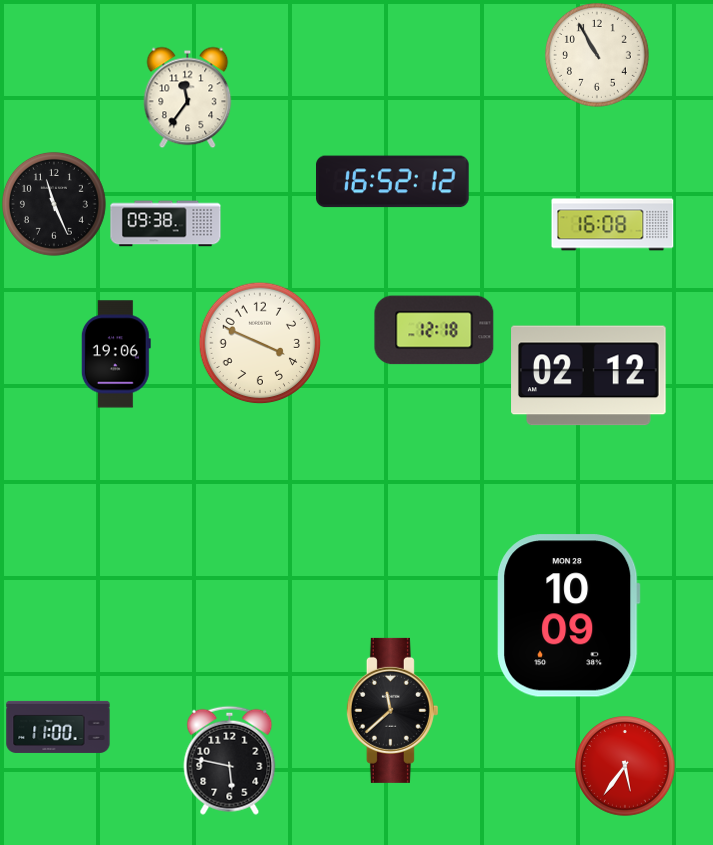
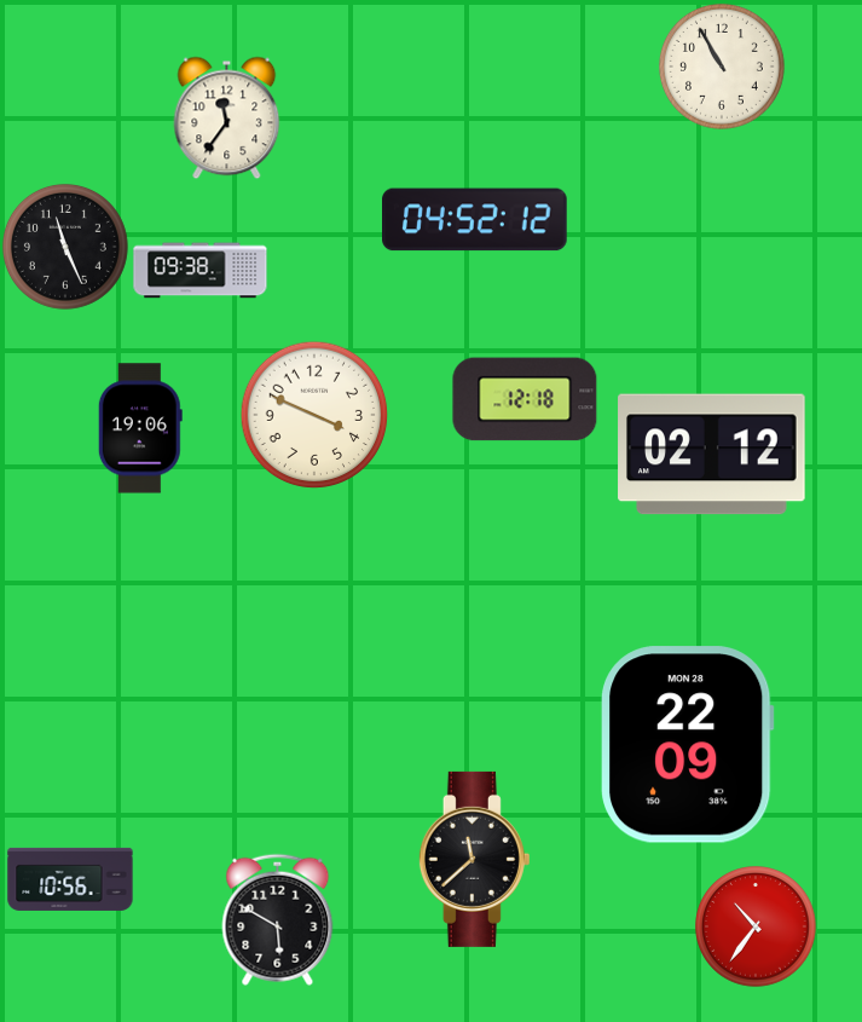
clock at (393, 182): 16:52 -> 04:52
clock at (613, 225): 16:08 -> none
clock at (569, 616): 10:09 -> 22:09
clock at (58, 727): 11:00 -> 10:56
clock at (230, 760): 5:47 -> 5:50
clock at (625, 766): 5:36 -> 10:36
